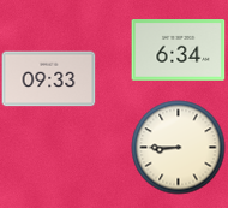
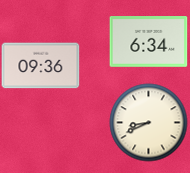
clock at (48, 79): 09:33 -> 09:36
clock at (178, 147): 8:45 -> 8:41
